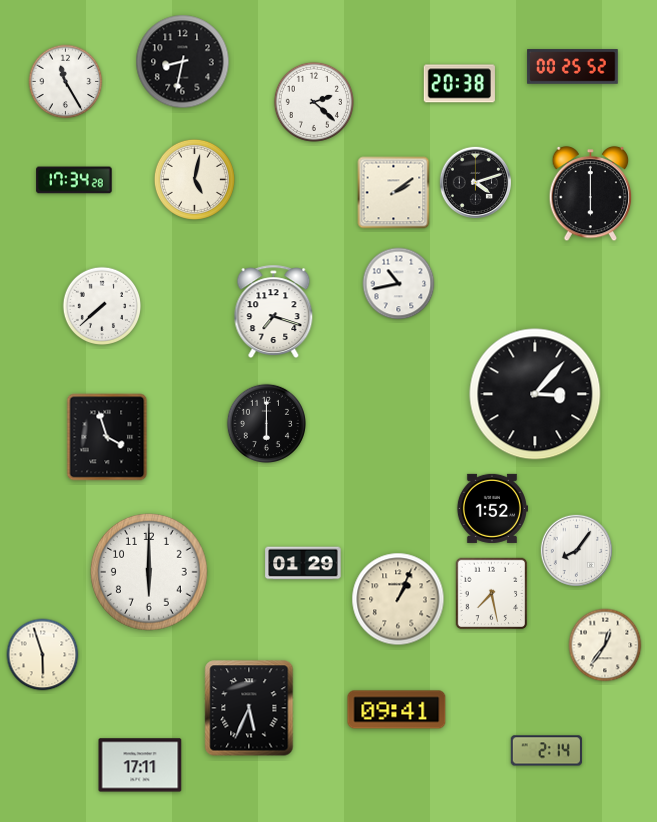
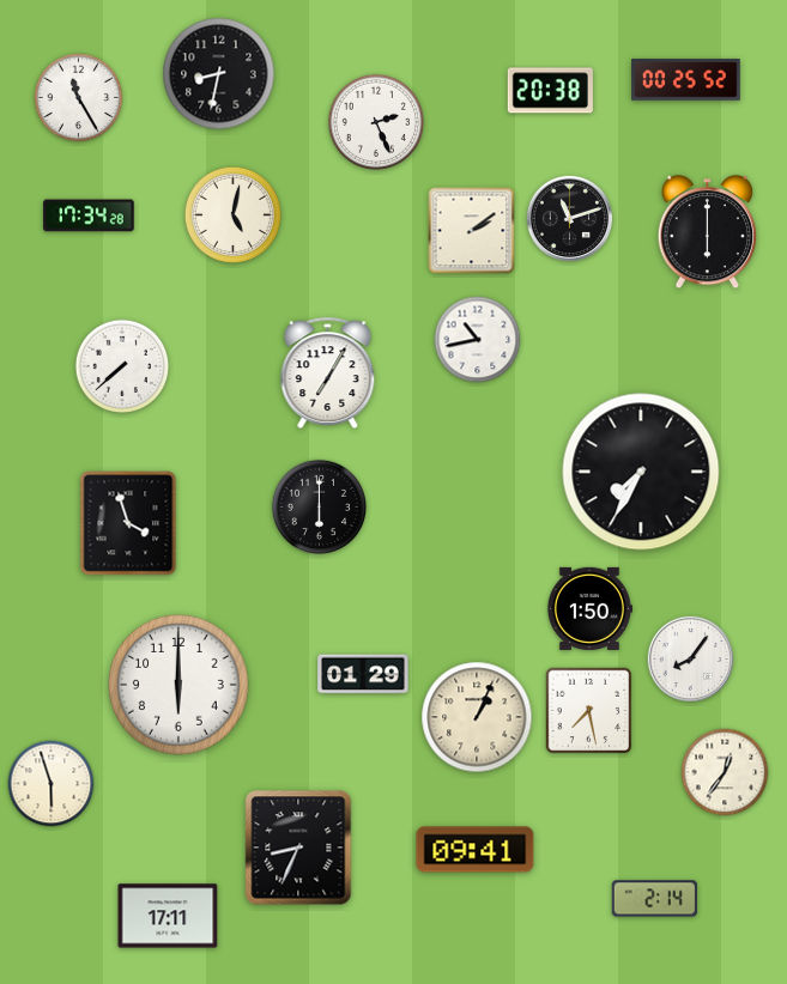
clock at (459, 84) position: (459, 84) -> (550, 91)
clock at (314, 102): 2:22 -> 2:26
clock at (476, 183): 4:12 -> 11:12
clock at (274, 311): 7:18 -> 7:05
clock at (535, 394): 3:07 -> 7:35
clock at (491, 508): 1:52 -> 1:50
clock at (249, 708): 5:34 -> 8:34
